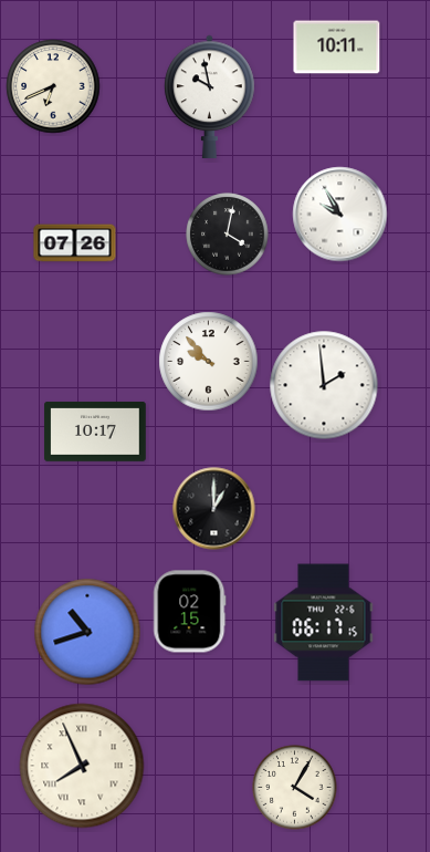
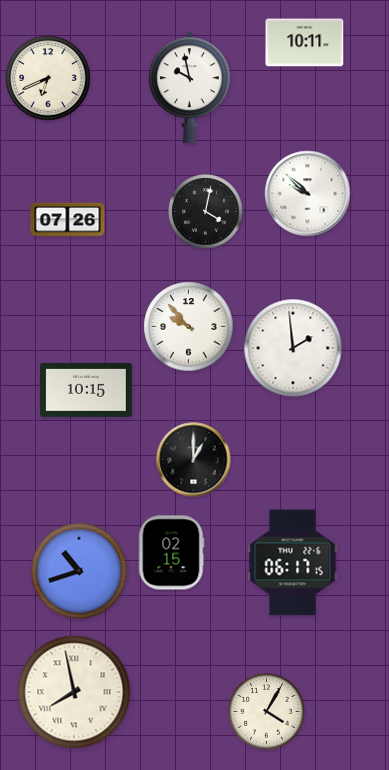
clock at (340, 215): 9:55 -> 9:52
clock at (95, 433): 10:17 -> 10:15
clock at (82, 766): 7:56 -> 7:58
